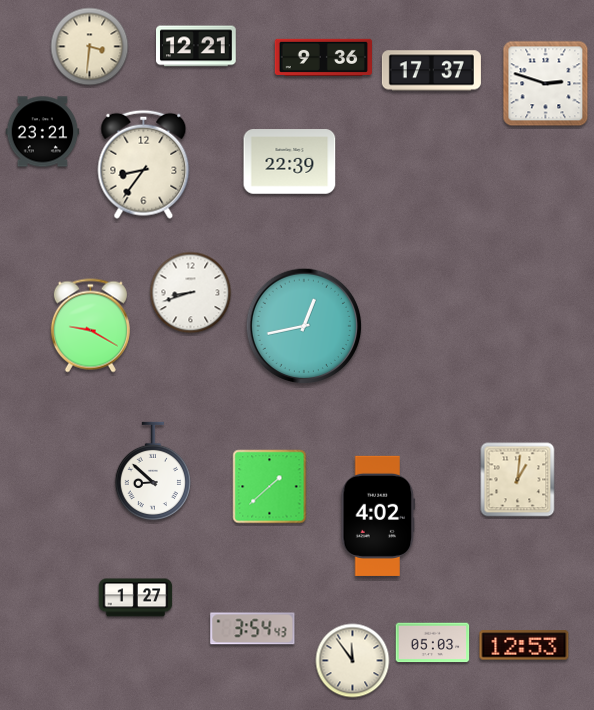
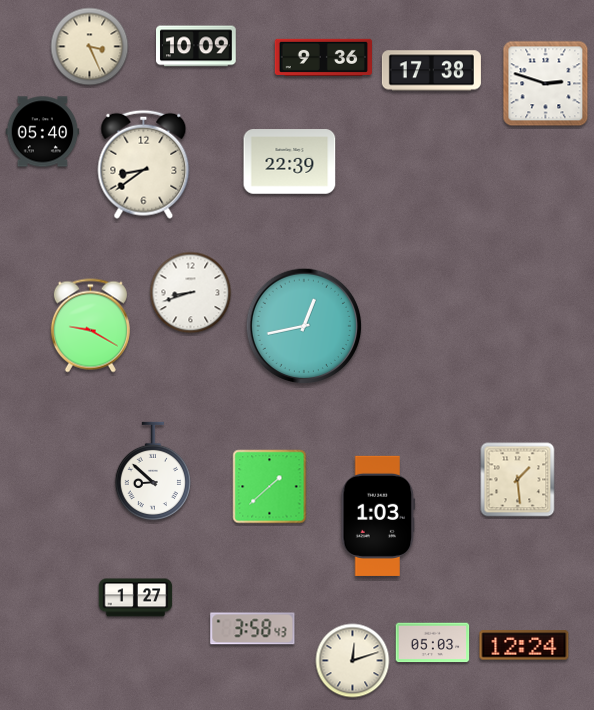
clock at (197, 46): 12:21 -> 10:09
clock at (90, 47): 3:31 -> 3:26
clock at (431, 71): 17:37 -> 17:38
clock at (43, 132): 23:21 -> 05:40
clock at (144, 164): 8:36 -> 8:39
clock at (518, 480): 1:01 -> 1:29
clock at (378, 516): 4:02 -> 1:03
clock at (253, 629): 3:54 -> 3:58
clock at (524, 645): 12:53 -> 12:24
clock at (353, 661): 11:54 -> 12:12
